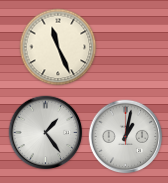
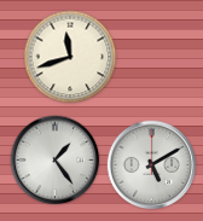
clock at (58, 47): 11:26 -> 11:42
clock at (126, 137): 1:02 -> 5:10
